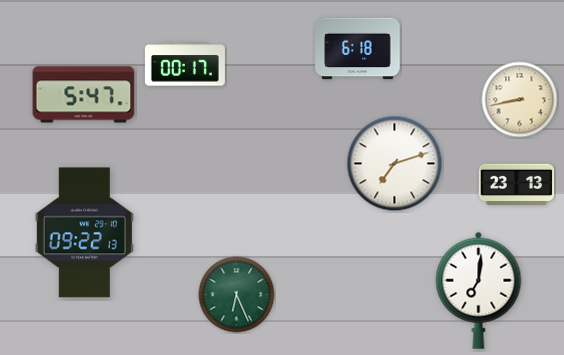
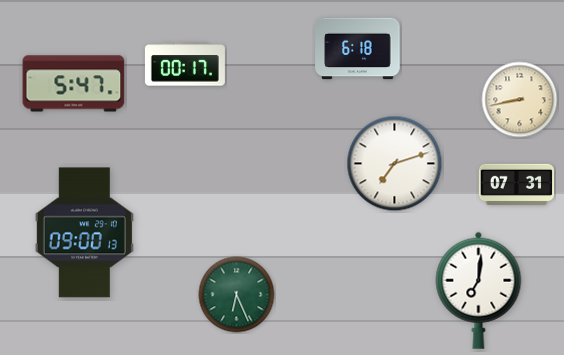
clock at (84, 95) position: (84, 95) -> (74, 84)
clock at (517, 184): 23:13 -> 07:31
clock at (84, 233): 09:22 -> 09:00
